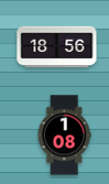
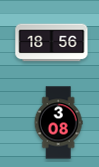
clock at (64, 136): 1:08 -> 3:08
